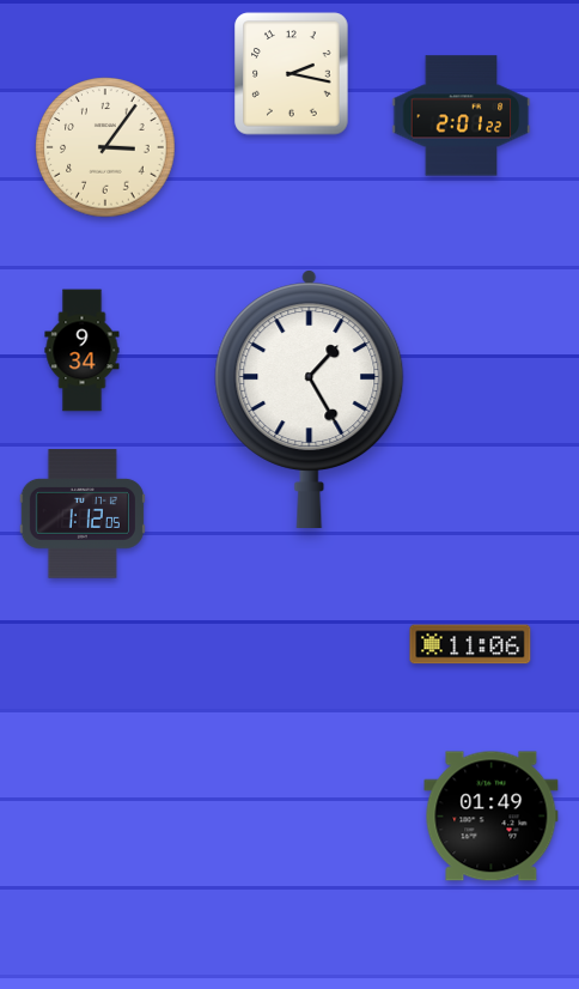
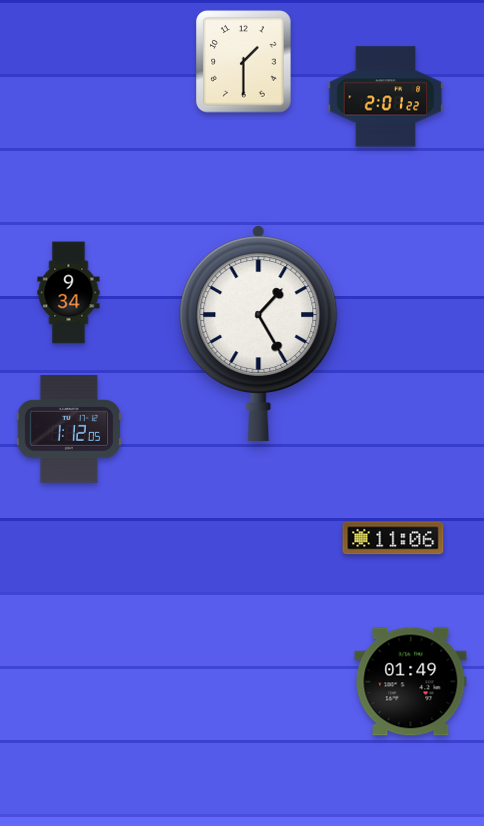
clock at (292, 74): 2:17 -> 1:30
clock at (105, 147): 3:06 -> none
